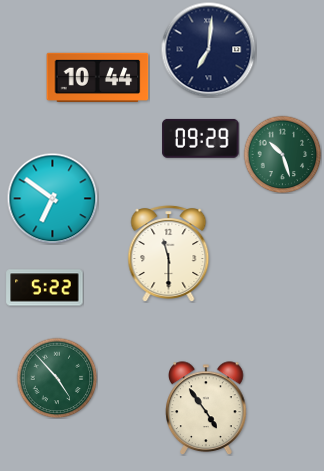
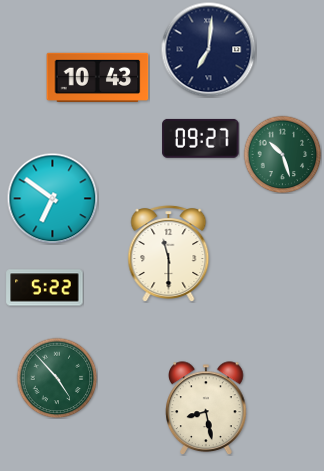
clock at (98, 77): 10:44 -> 10:43
clock at (201, 138): 09:29 -> 09:27
clock at (206, 408): 4:54 -> 8:28
